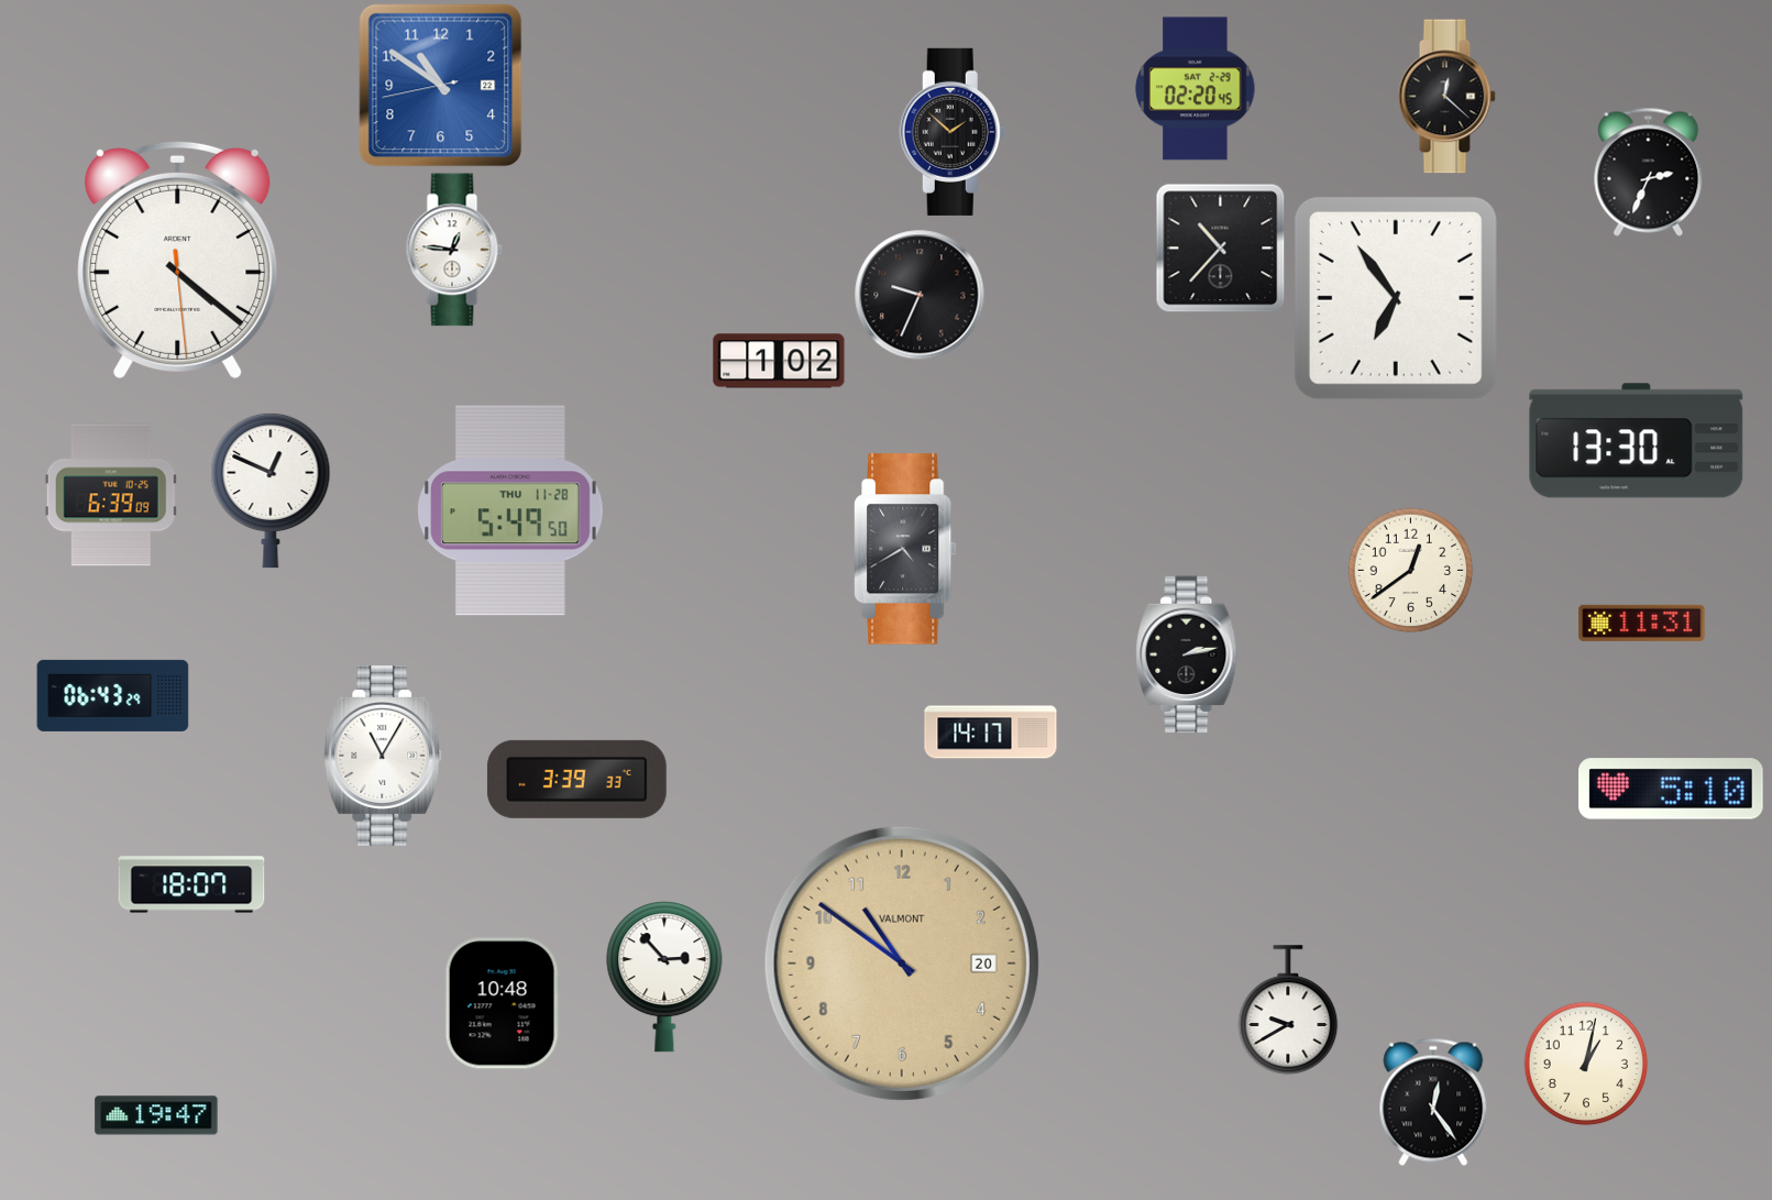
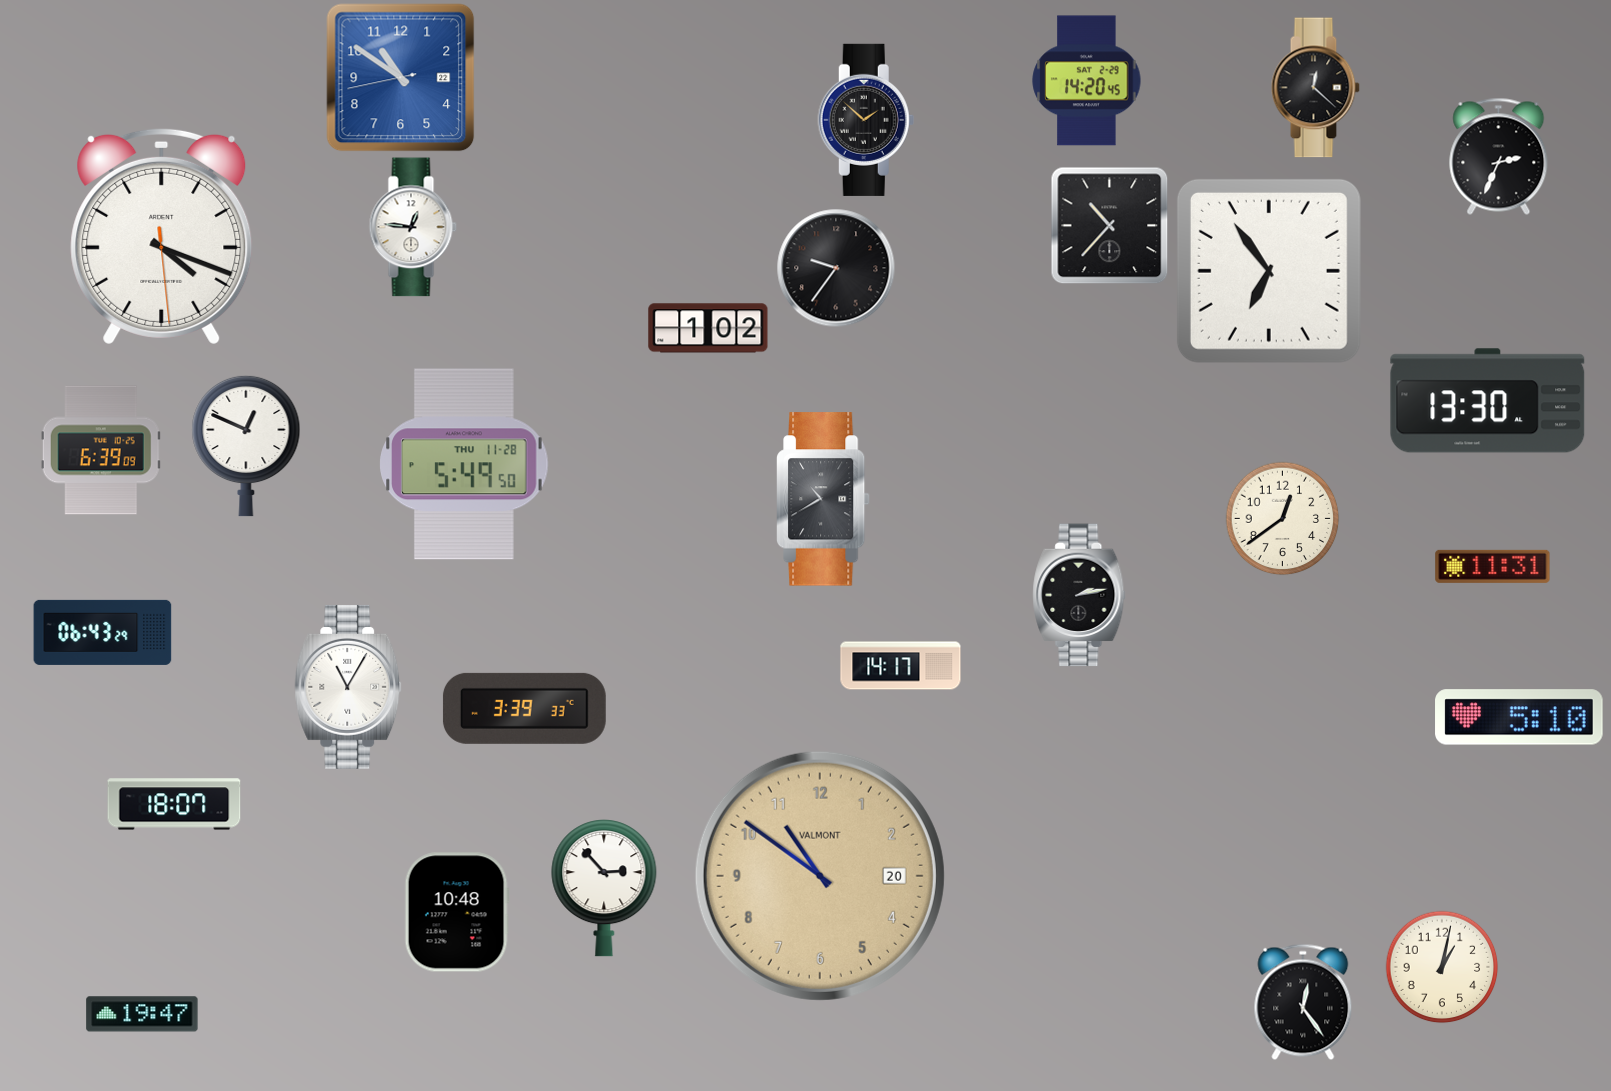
clock at (1196, 89): 02:20 -> 14:20
clock at (178, 260): 4:21 -> 4:18
clock at (920, 295): 9:34 -> 9:36
clock at (906, 549): 4:40 -> 10:40
clock at (1288, 1010): 9:40 -> none
